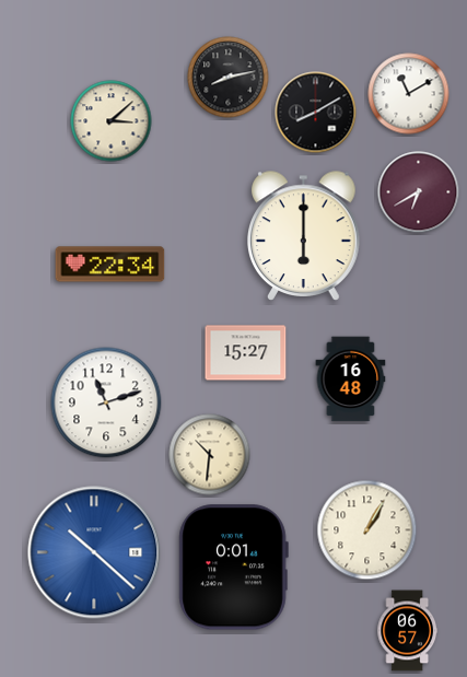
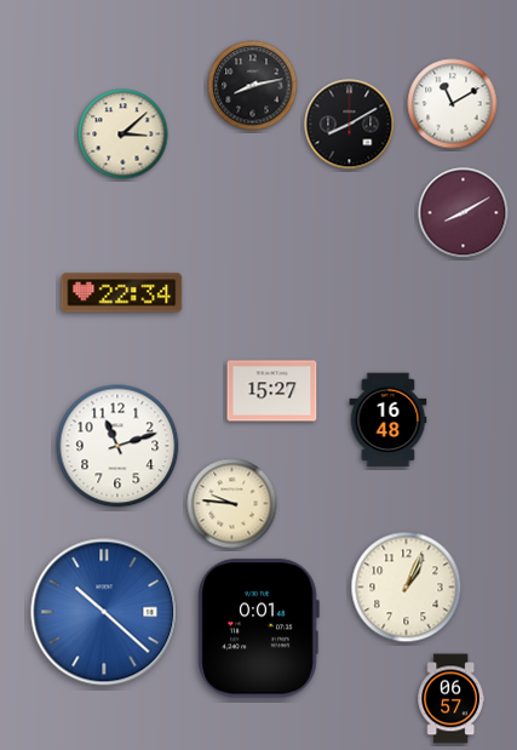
clock at (419, 192): 6:40 -> 8:10
clock at (304, 236): 6:00 -> none
clock at (210, 455): 10:31 -> 9:46
clock at (367, 530): 1:05 -> 1:04
